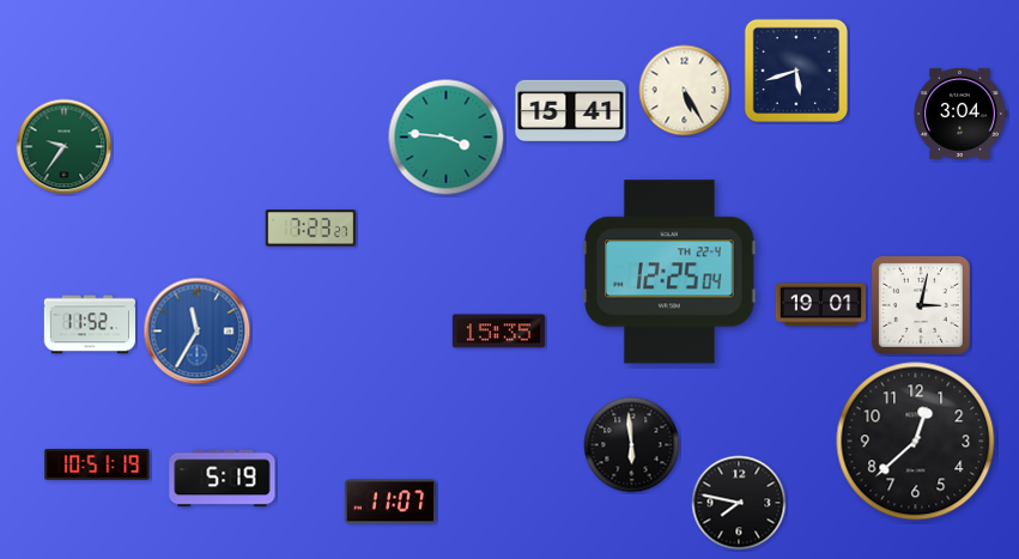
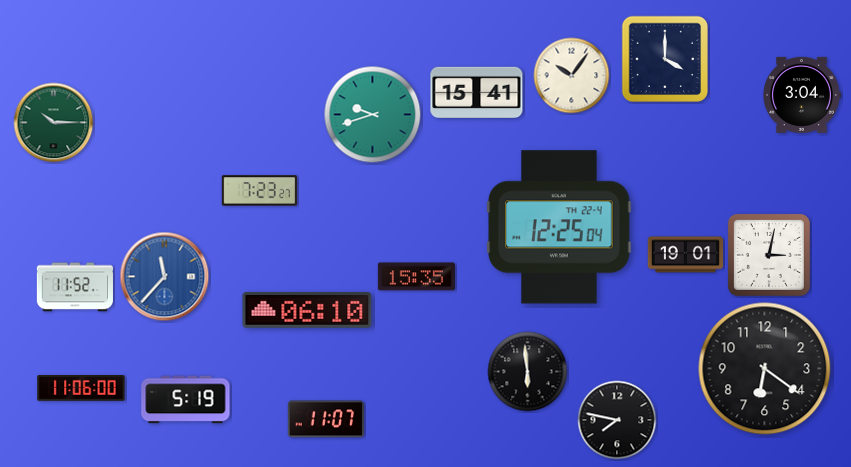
clock at (795, 69): 5:42 -> 4:00
clock at (685, 91): 5:25 -> 10:06
clock at (447, 138): 3:46 -> 9:42
clock at (65, 147): 9:36 -> 10:15
clock at (90, 324) position: (90, 324) -> (75, 287)
clock at (198, 332): 11:35 -> 11:37
clock at (307, 310): none -> 06:10
clock at (916, 442): 12:38 -> 6:21
clock at (97, 466): 10:51 -> 11:06
